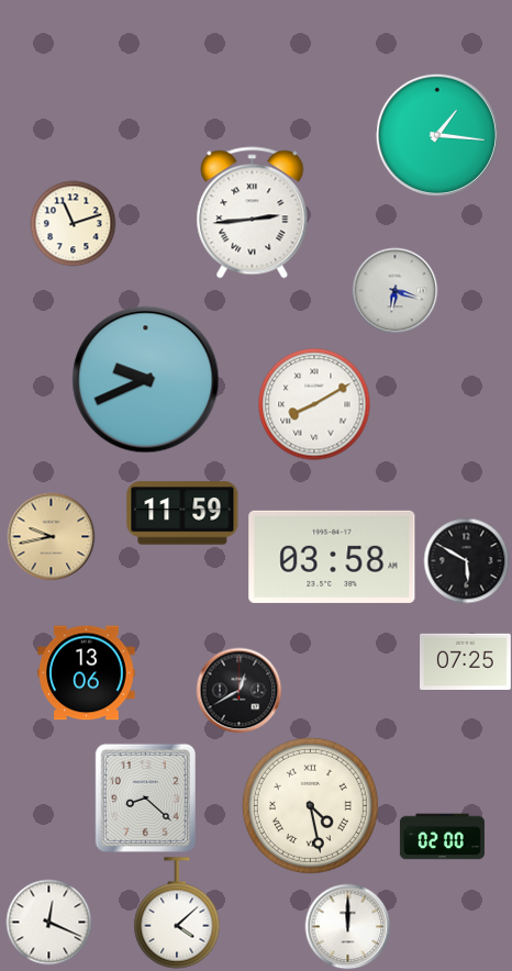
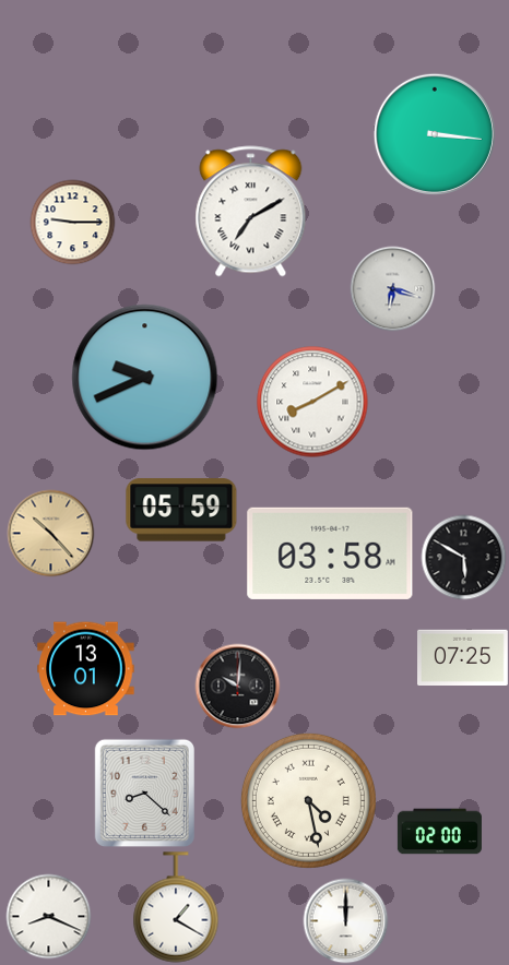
clock at (437, 135): 1:16 -> 3:16
clock at (253, 213): 2:44 -> 7:10
clock at (73, 223): 11:12 -> 9:15
clock at (182, 513): 11:59 -> 05:59
clock at (51, 536): 9:43 -> 10:23
clock at (87, 673): 13:06 -> 13:01
clock at (238, 690): 12:40 -> 10:01
clock at (177, 913): 4:08 -> 1:20
clock at (48, 922): 12:19 -> 8:19
